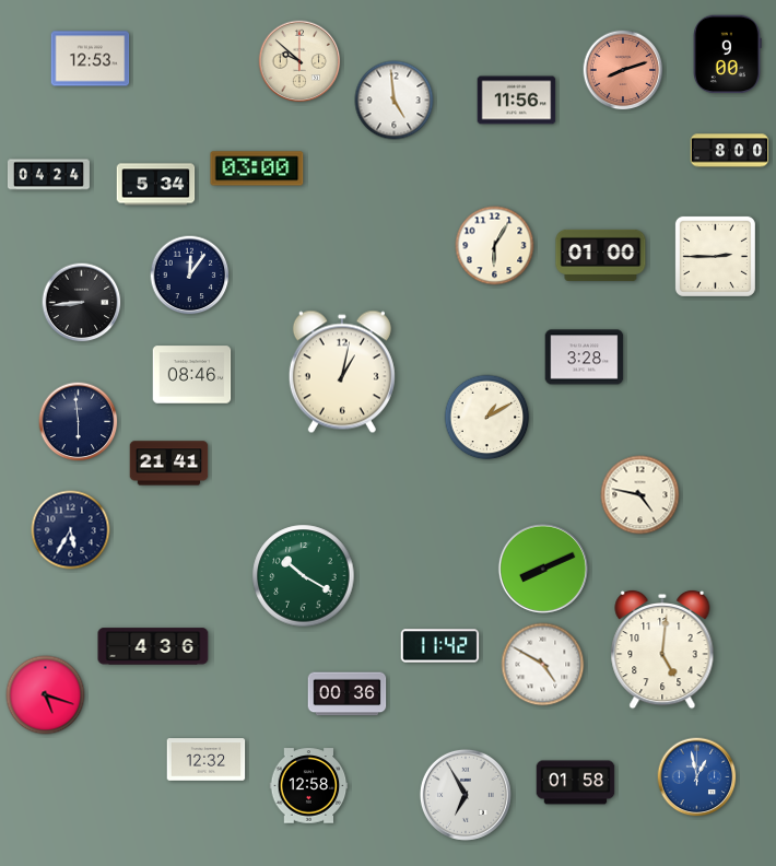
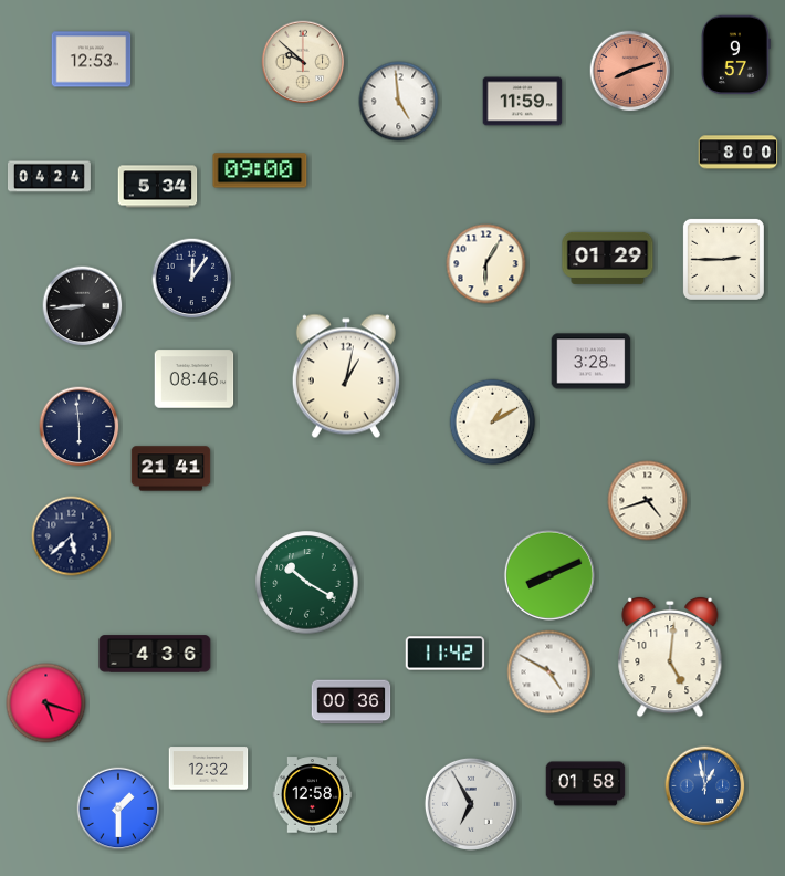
clock at (728, 55): 9:00 -> 9:57
clock at (517, 101): 11:56 -> 11:59
clock at (257, 168): 03:00 -> 09:00
clock at (495, 246) position: (495, 246) -> (486, 264)
clock at (601, 255): 01:00 -> 01:29
clock at (640, 495): 4:47 -> 4:42
clock at (71, 530): 5:35 -> 5:38
clock at (576, 783) position: (576, 783) -> (586, 784)
clock at (118, 809): none -> 1:30
